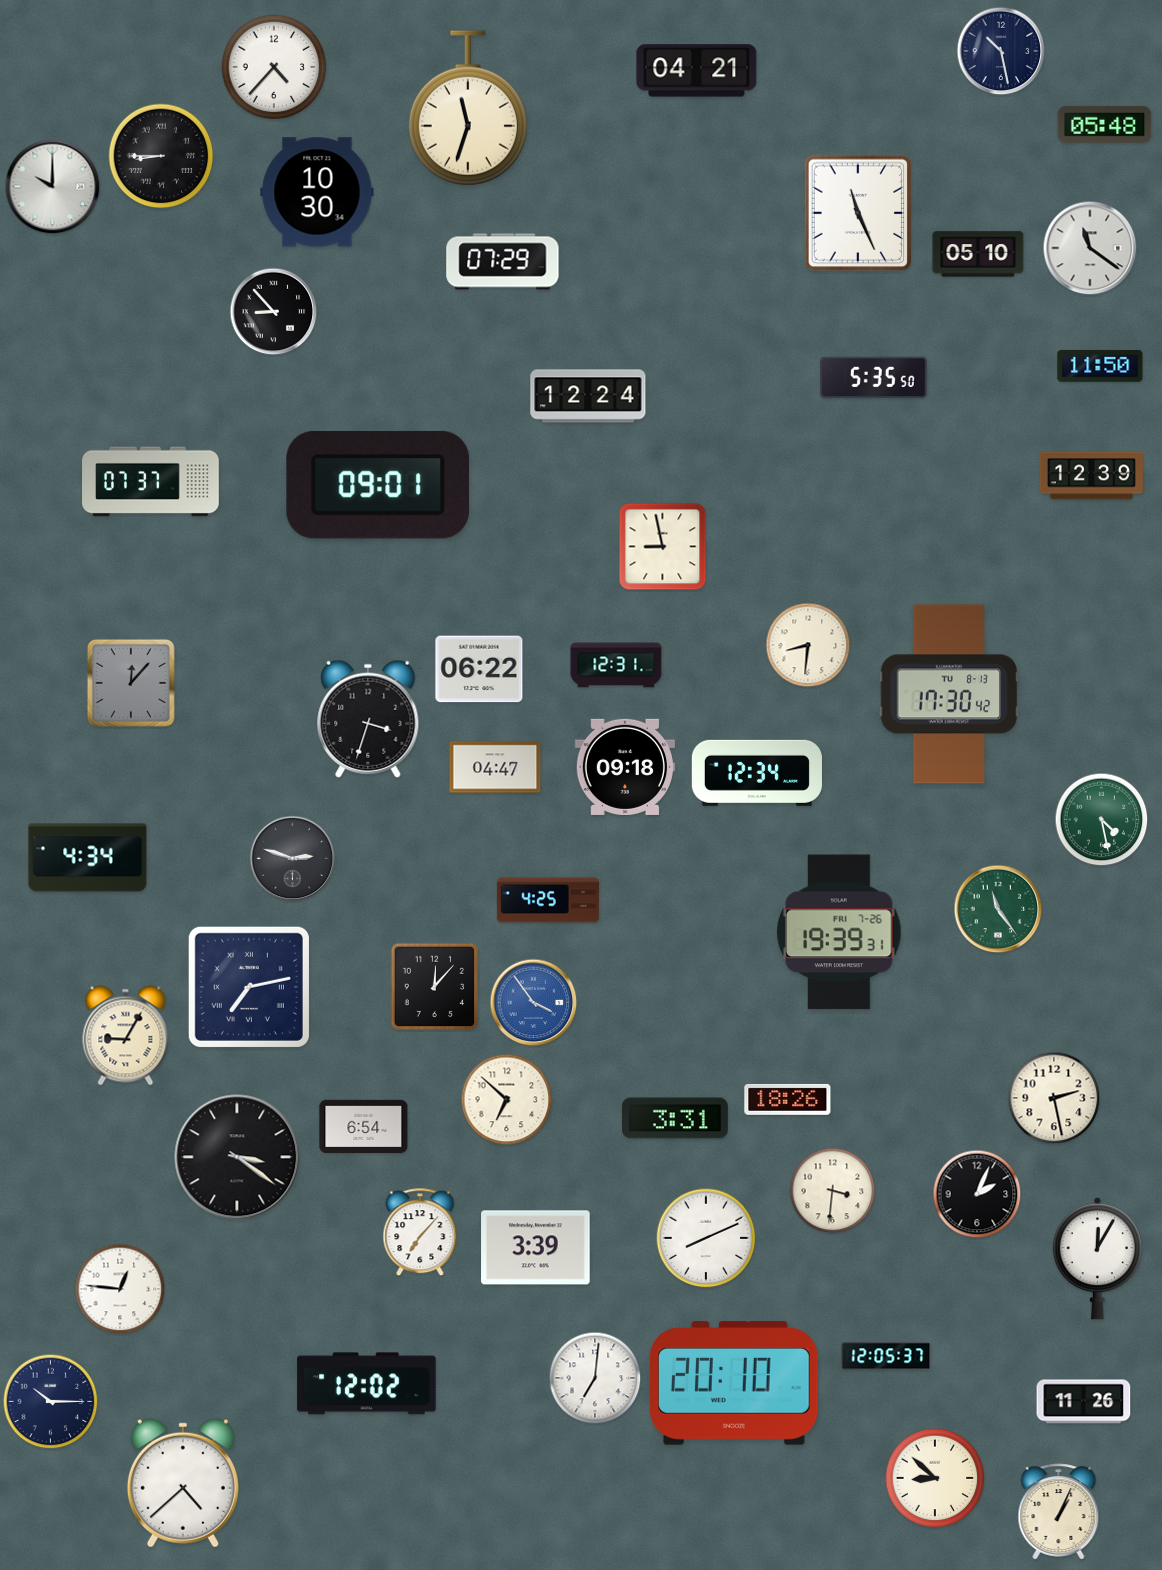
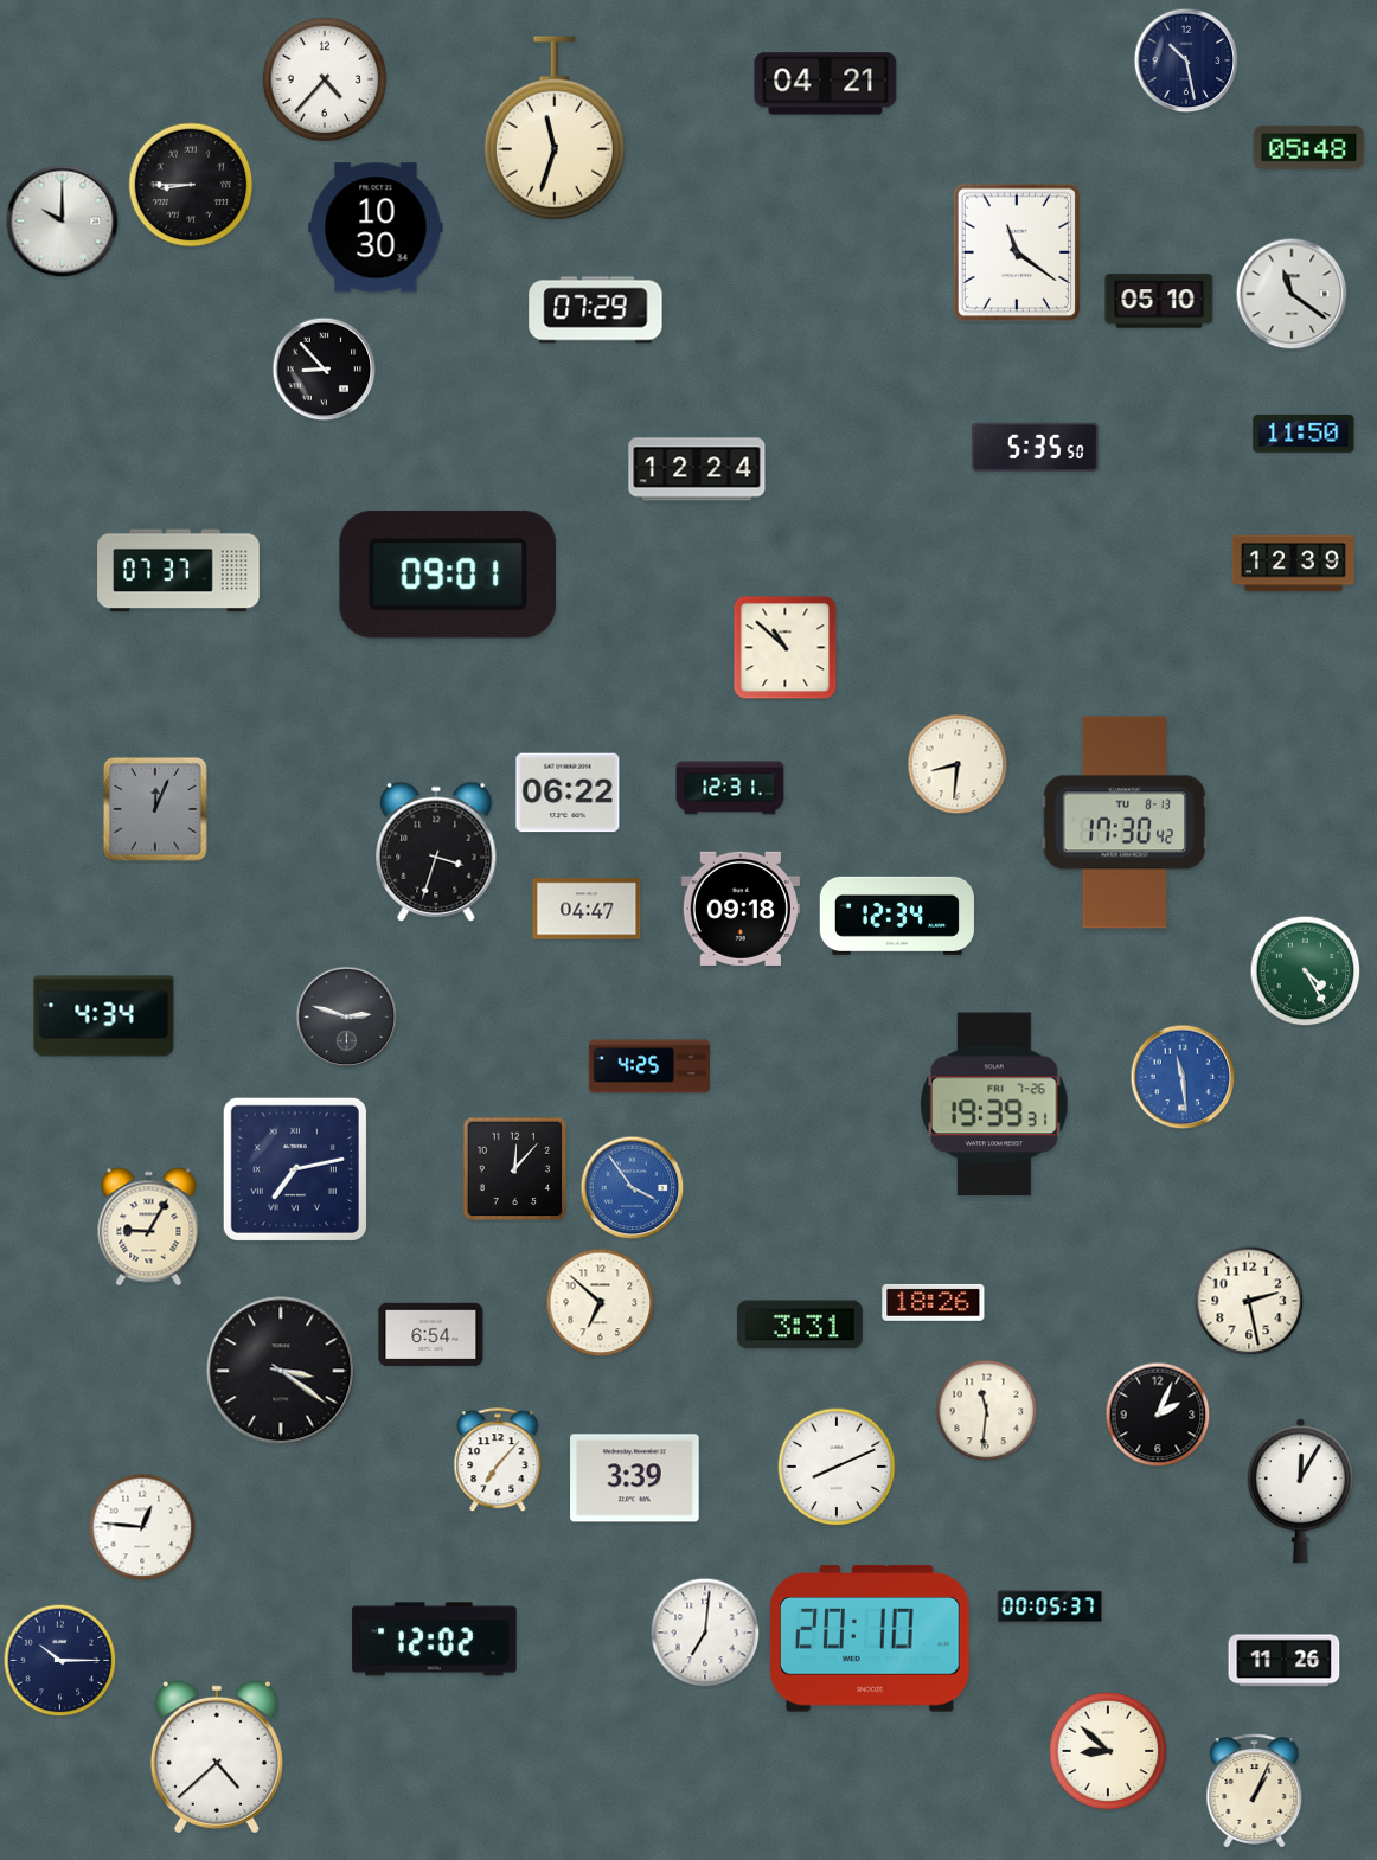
clock at (858, 213): 11:26 -> 11:21
clock at (663, 547): 8:58 -> 10:52
clock at (131, 683): 12:07 -> 12:04
clock at (1102, 820): 4:28 -> 4:25
clock at (998, 909): 11:24 -> 11:29
clock at (998, 909) dial: green -> blue
clock at (833, 1191): 3:31 -> 11:31
clock at (886, 1356): 12:05 -> 00:05
